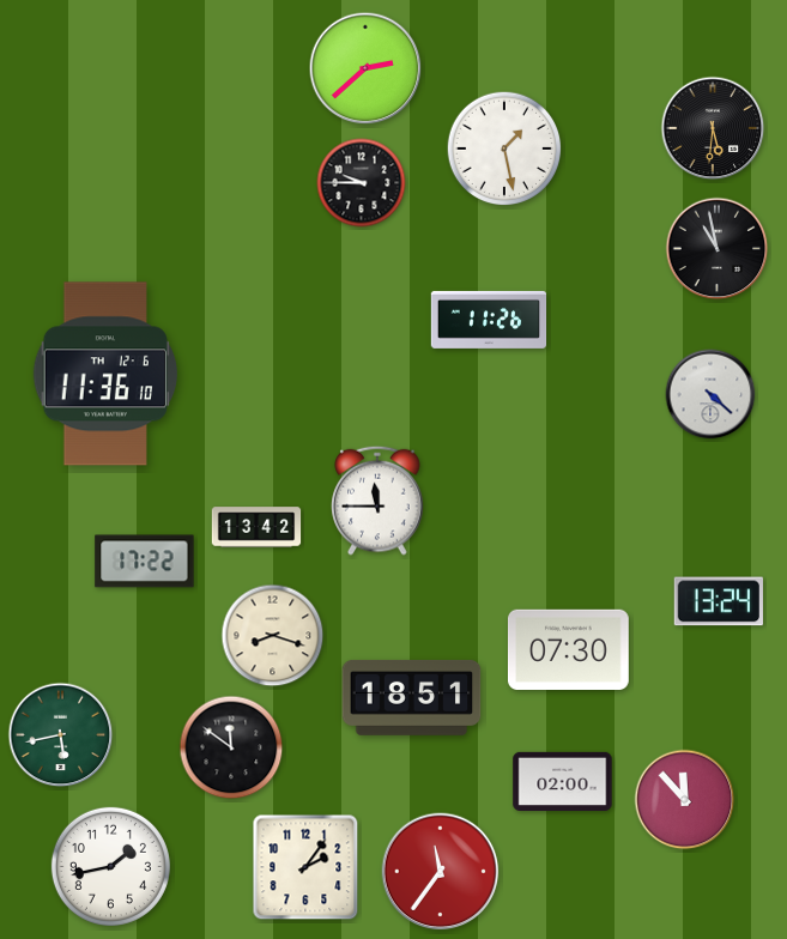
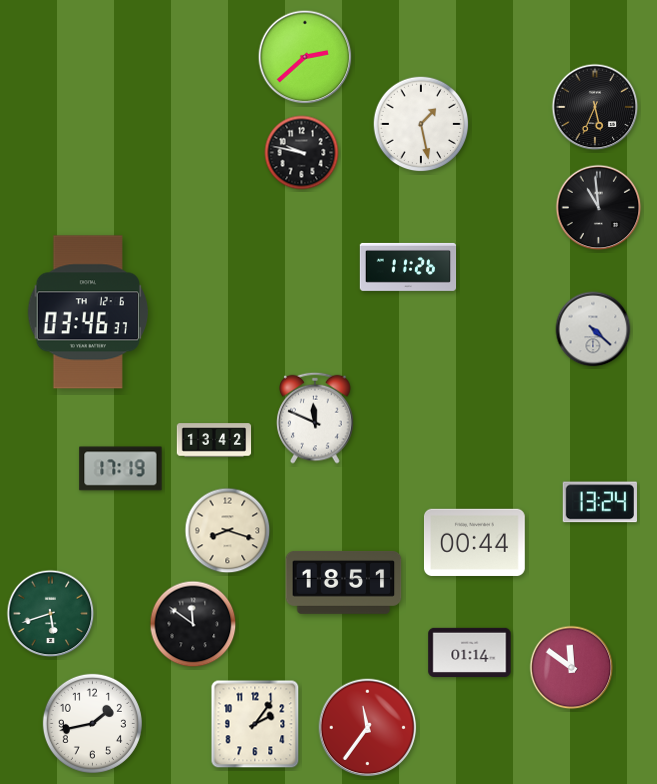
clock at (713, 128): 5:31 -> 5:34
clock at (362, 183): 9:45 -> 9:47
clock at (718, 249): 10:58 -> 10:59
clock at (104, 374): 11:36 -> 03:46
clock at (377, 501): 11:45 -> 11:49
clock at (145, 562): 17:22 -> 17:19
clock at (569, 649): 07:30 -> 00:44
clock at (61, 735): 5:43 -> 5:42
clock at (563, 781): 02:00 -> 01:14
clock at (685, 800): 11:53 -> 11:51
